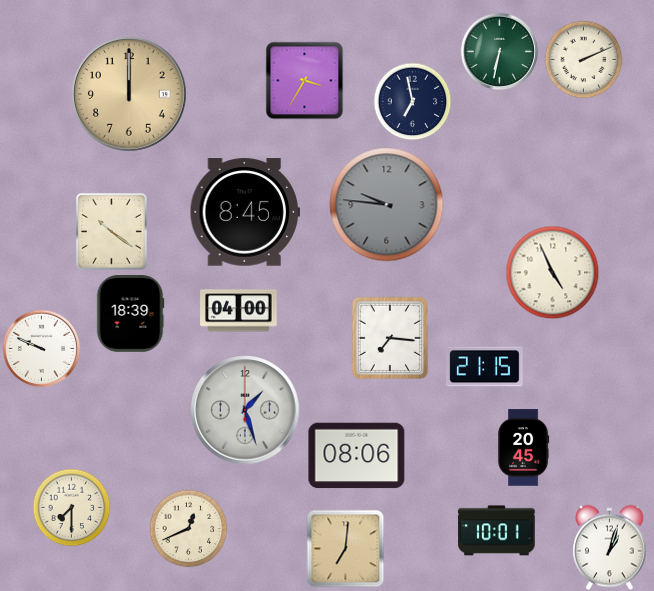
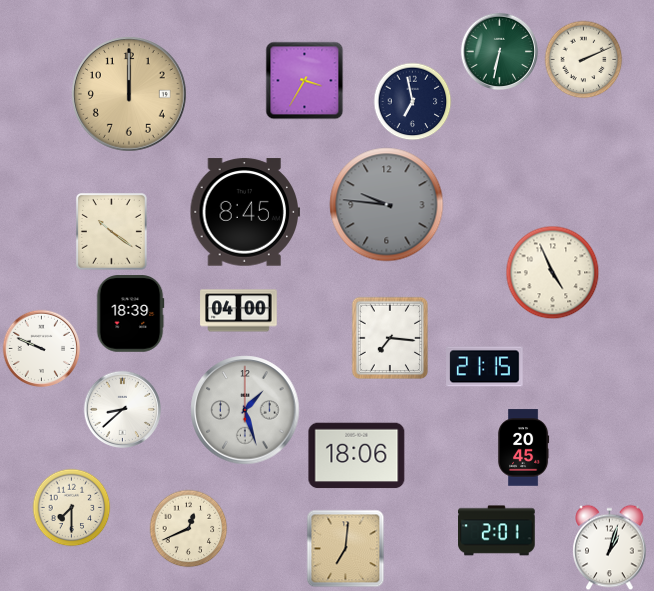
clock at (122, 409): none -> 8:38
clock at (357, 456): 08:06 -> 18:06
clock at (497, 531): 10:01 -> 2:01
